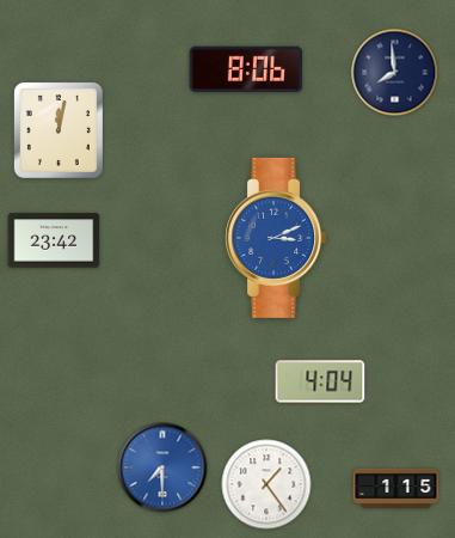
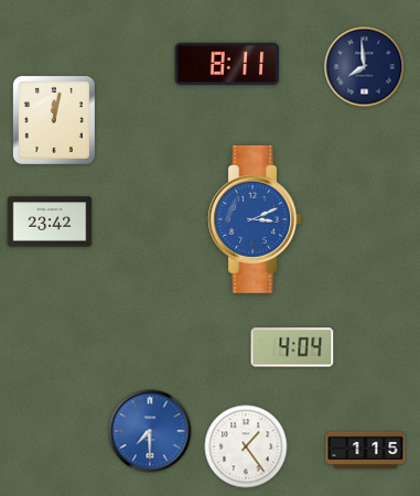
clock at (246, 69): 8:06 -> 8:11
clock at (320, 381) position: (320, 381) -> (292, 347)
